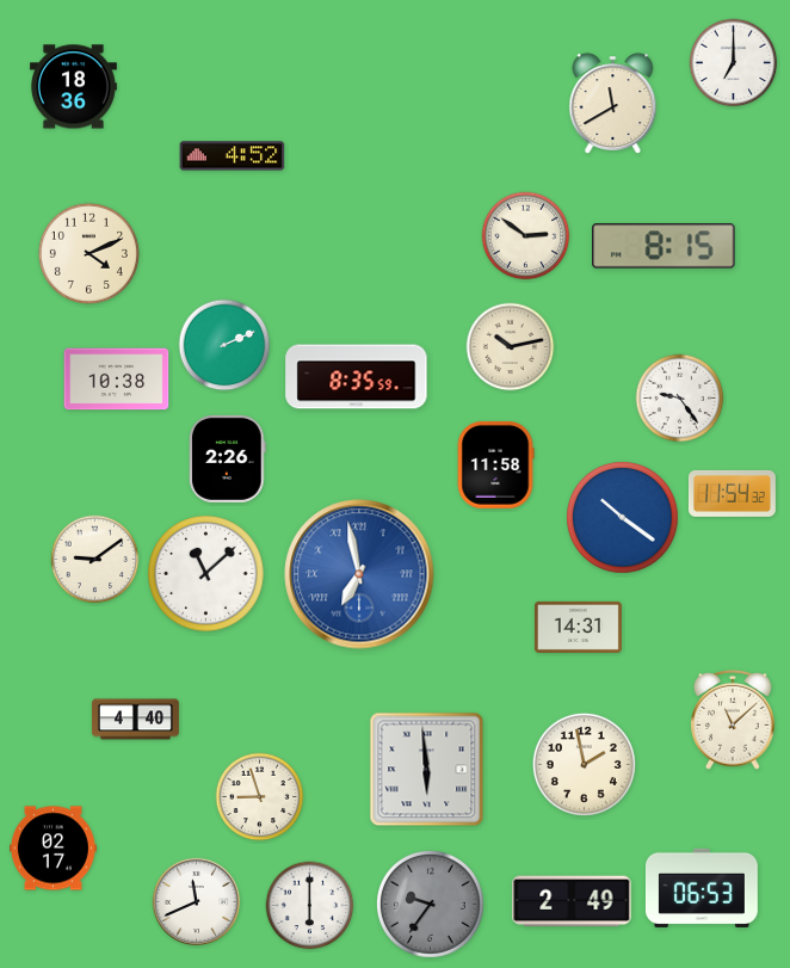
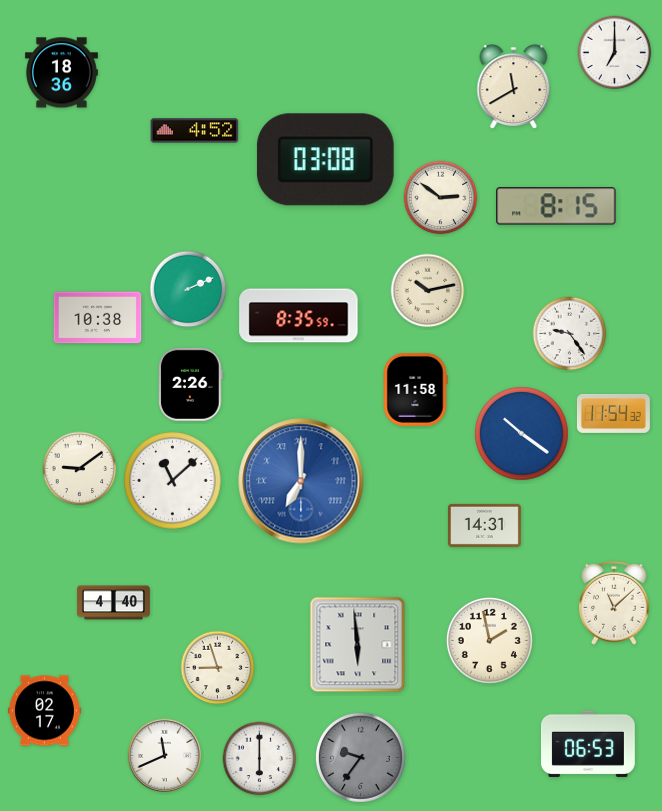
clock at (325, 160): none -> 03:08
clock at (88, 253): 4:11 -> none
clock at (359, 574): 6:58 -> 7:00
clock at (572, 901): 2:49 -> none
